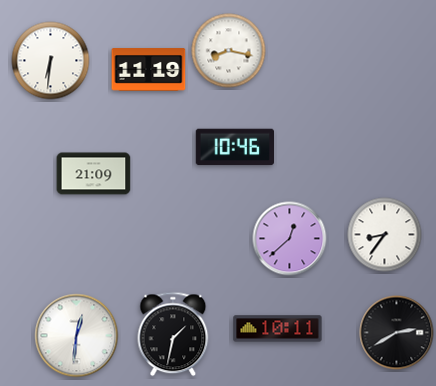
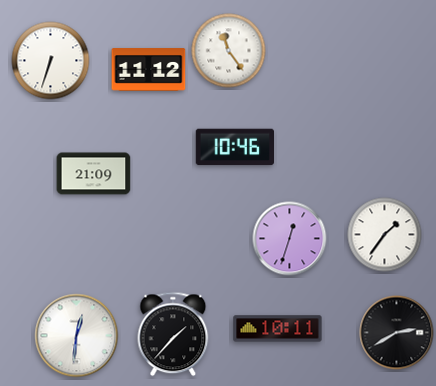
clock at (229, 51): 8:17 -> 11:24
clock at (51, 61): 6:31 -> 6:33
clock at (149, 70): 11:19 -> 11:12
clock at (385, 235): 8:36 -> 1:36
clock at (290, 239): 12:38 -> 12:33
clock at (173, 334): 1:32 -> 1:37
